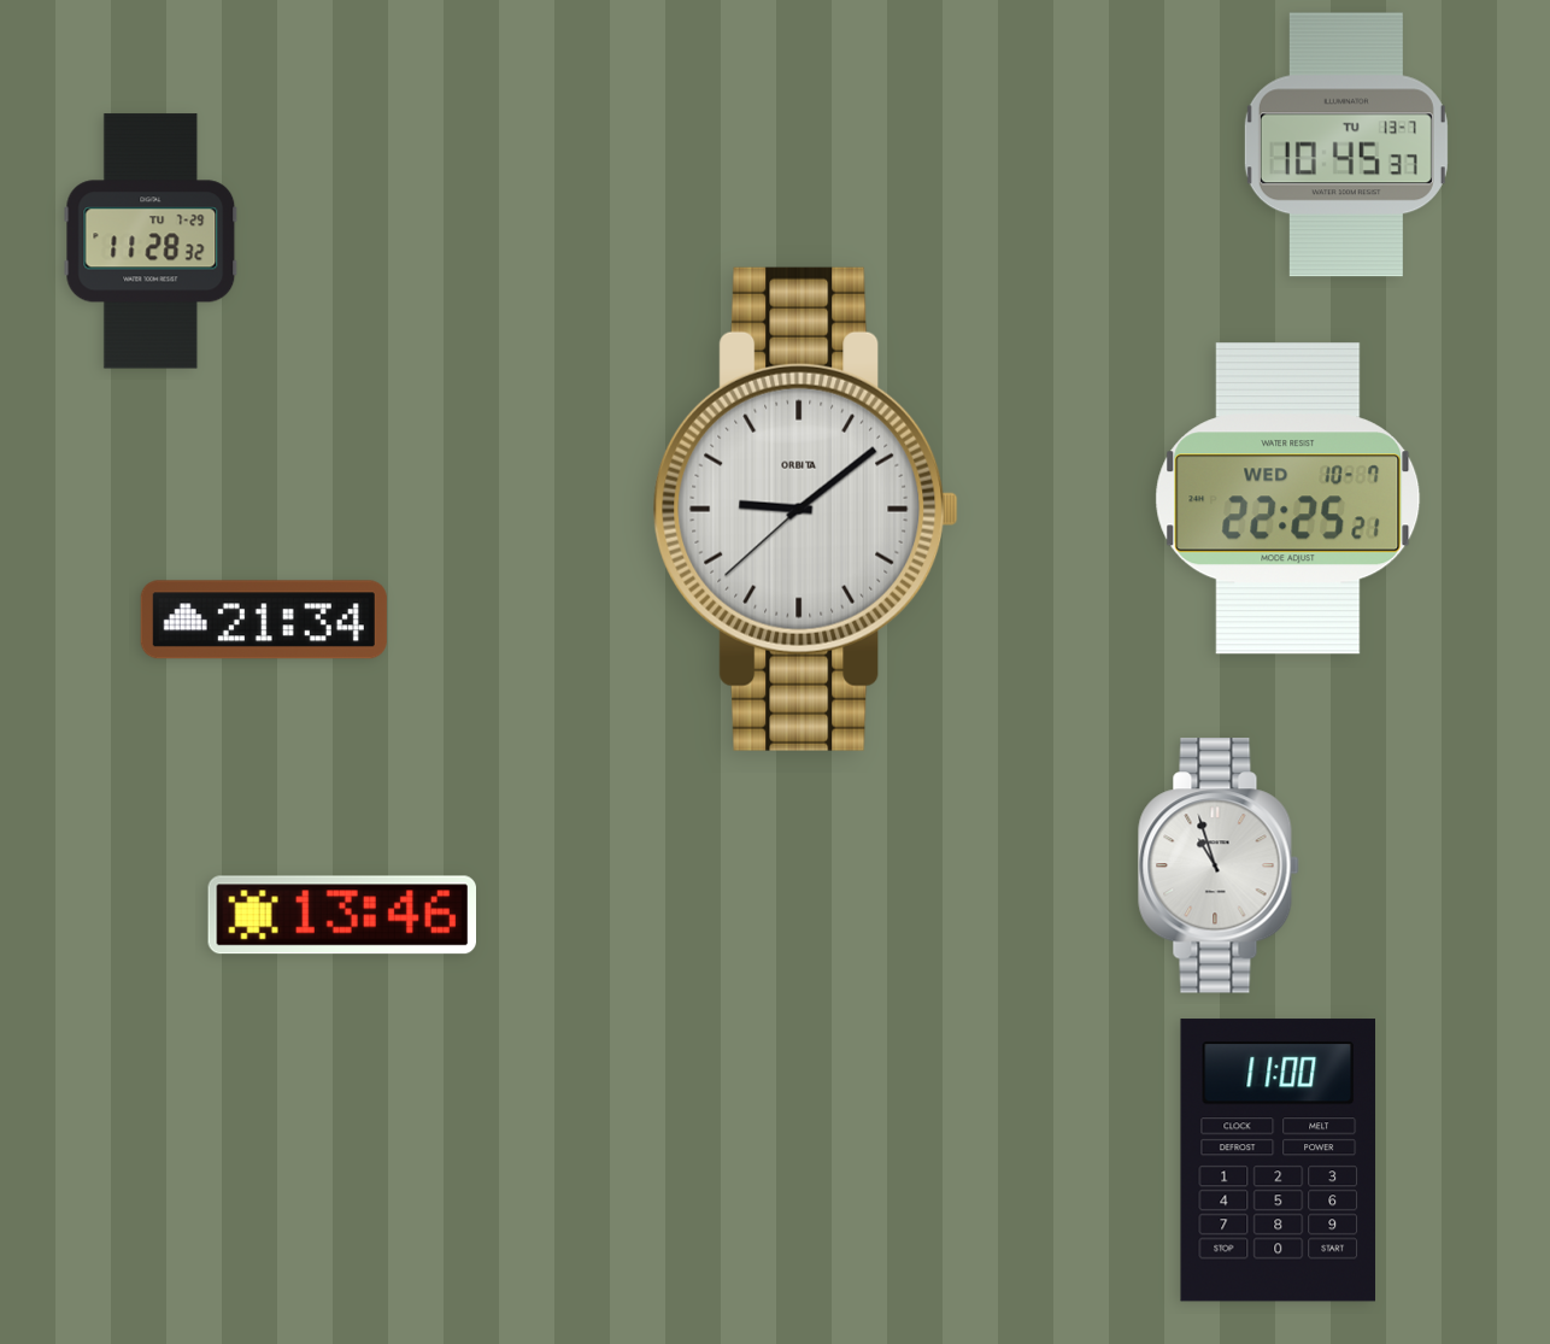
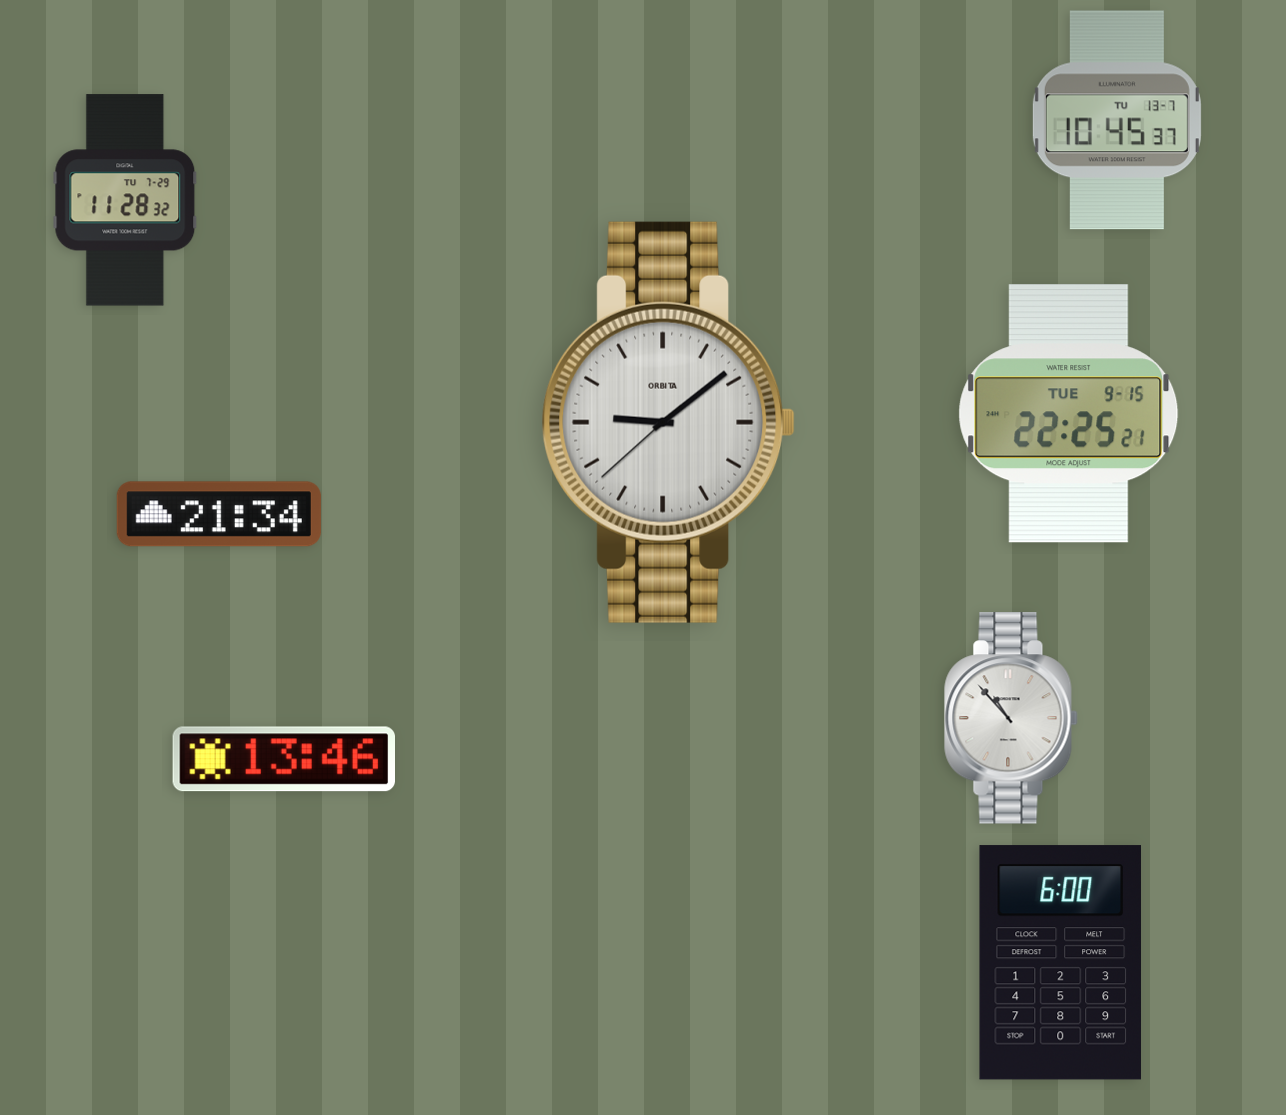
clock at (1288, 499) date: WED 10-7 -> TUE 9-15
clock at (1219, 865): 10:57 -> 10:53
clock at (1278, 1161): 11:00 -> 6:00
